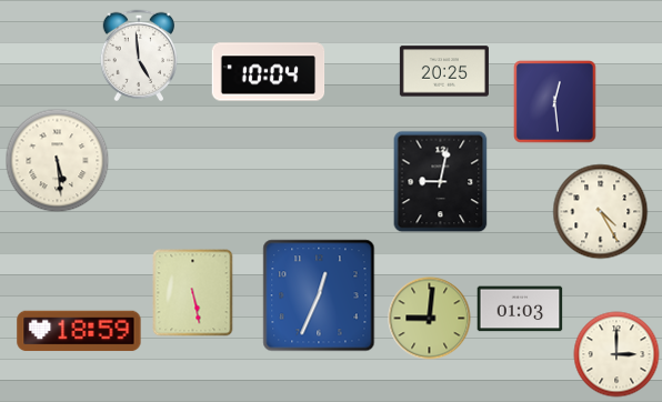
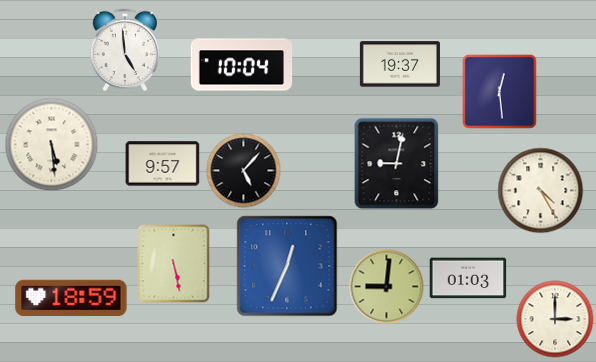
clock at (444, 71): 20:25 -> 19:37
clock at (163, 164): none -> 9:57
clock at (244, 171): none -> 5:07
